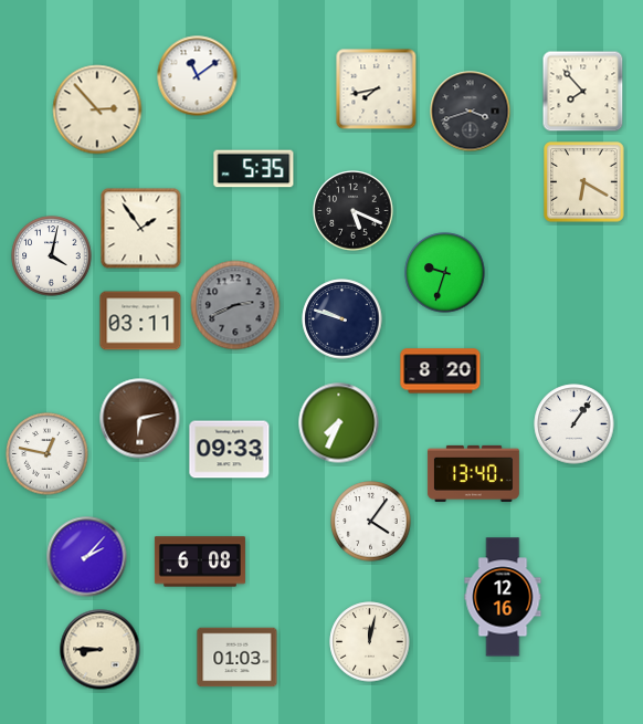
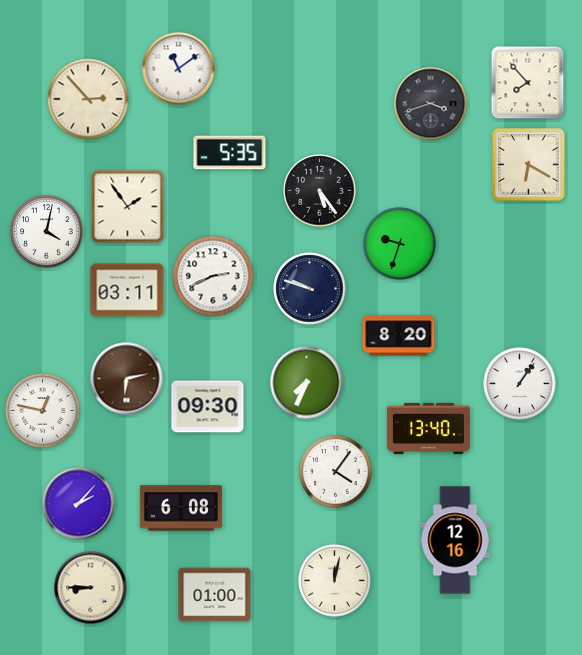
clock at (377, 90): 7:43 -> none
clock at (471, 112) position: (471, 112) -> (431, 104)
clock at (354, 211): 5:19 -> 5:24
clock at (445, 273) position: (445, 273) -> (400, 244)
clock at (235, 305) dial: grey -> white
clock at (230, 450): 09:33 -> 09:30
clock at (238, 658): 01:03 -> 01:00
